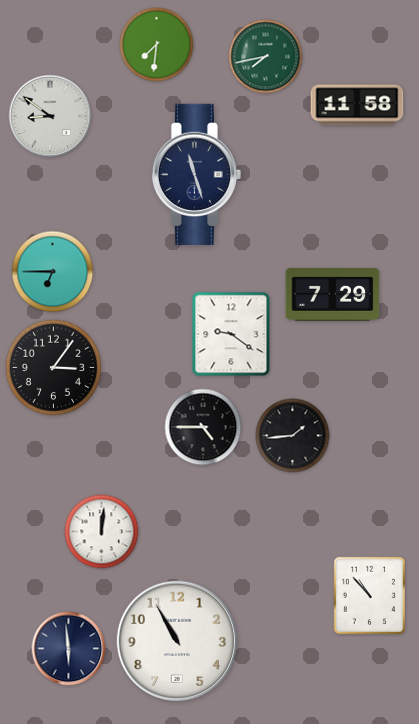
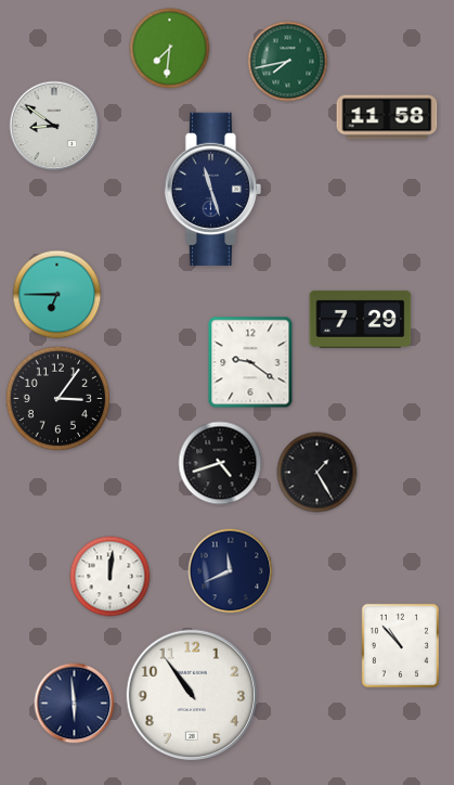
clock at (357, 105) position: (357, 105) -> (387, 117)
clock at (203, 427): 4:45 -> 4:42
clock at (293, 436): 1:44 -> 1:25
clock at (231, 571): none -> 11:41
clock at (176, 640): 10:55 -> 10:54
